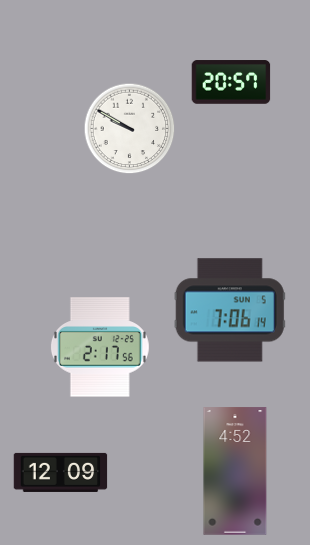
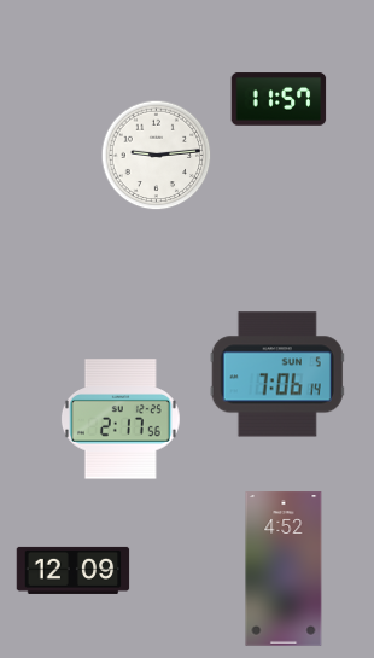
clock at (231, 82): 20:57 -> 11:57
clock at (130, 129): 9:50 -> 9:14
